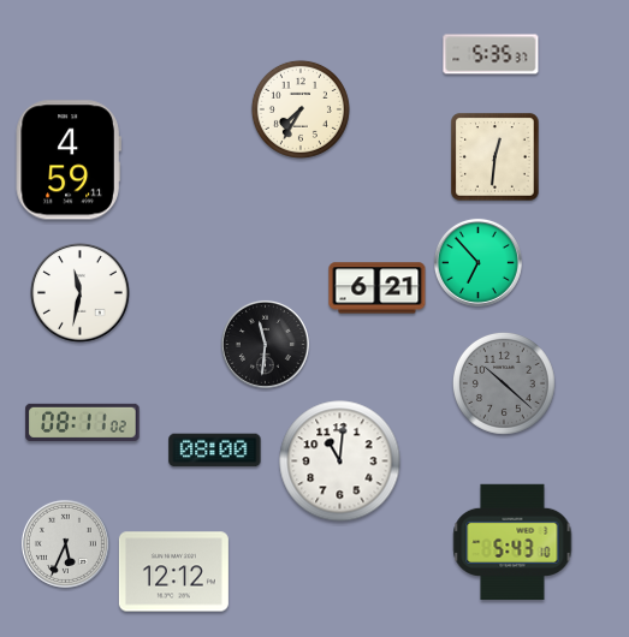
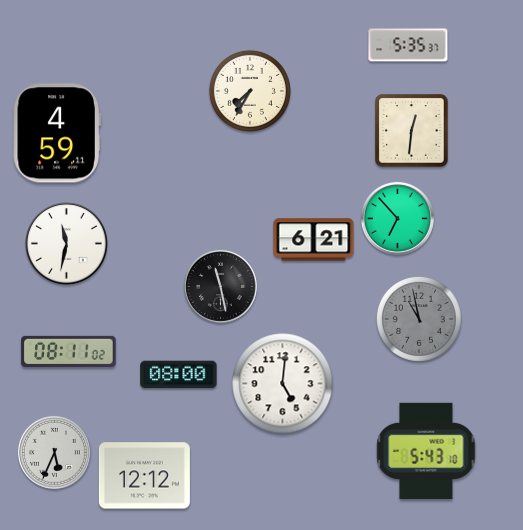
clock at (265, 344): 11:31 -> 11:28
clock at (504, 383): 10:22 -> 10:58
clock at (340, 462): 11:01 -> 5:01
